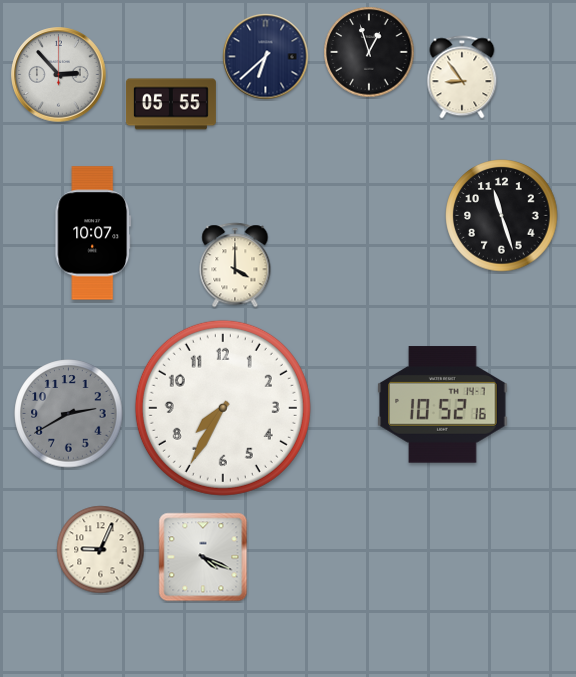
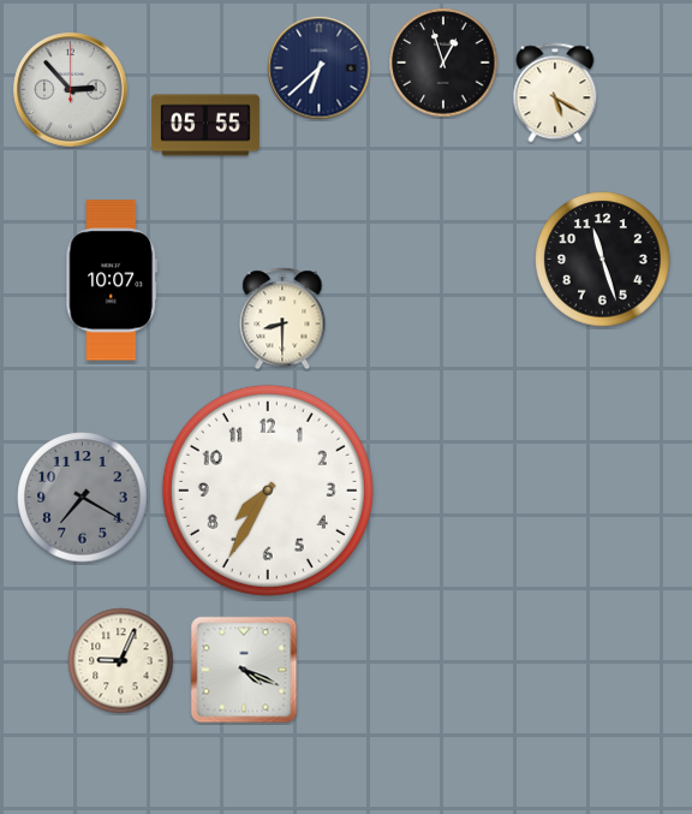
clock at (462, 77): 8:54 -> 5:20
clock at (235, 265): 4:00 -> 8:30
clock at (443, 405): 10:52 -> none
clock at (69, 414): 2:40 -> 7:20
